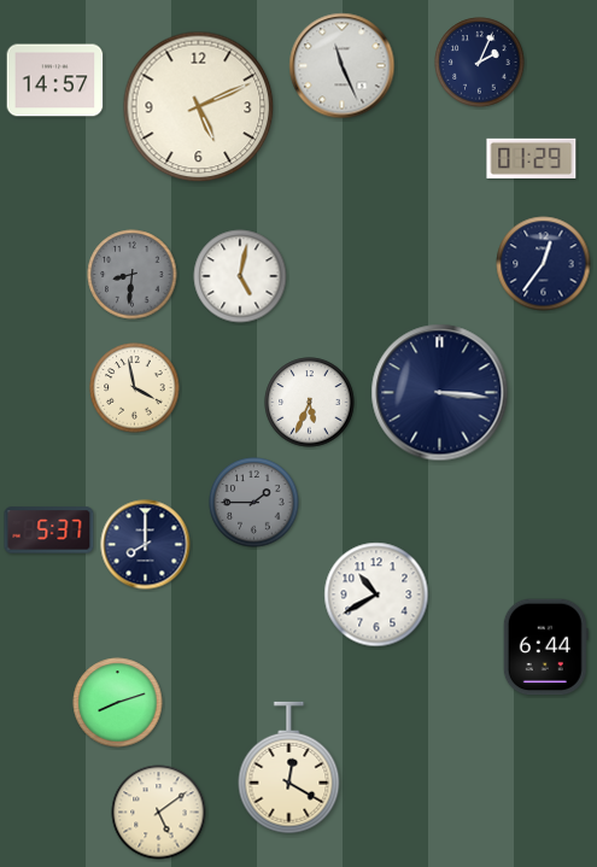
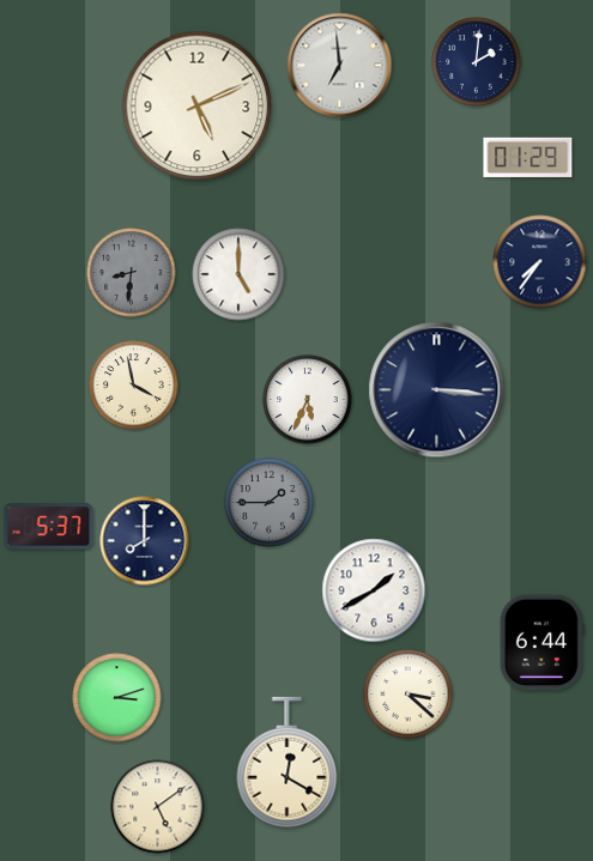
clock at (480, 63): 2:04 -> 2:01
clock at (343, 66): 11:26 -> 6:59
clock at (55, 81): 14:57 -> none
clock at (544, 264): 12:36 -> 7:36
clock at (240, 276): 5:02 -> 5:00
clock at (254, 503) position: (254, 503) -> (270, 503)
clock at (376, 594): 10:40 -> 1:40
clock at (409, 695): none -> 3:22
clock at (118, 703): 8:12 -> 3:12
